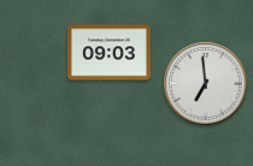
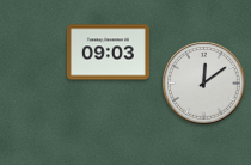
clock at (206, 84): 6:59 -> 12:09
